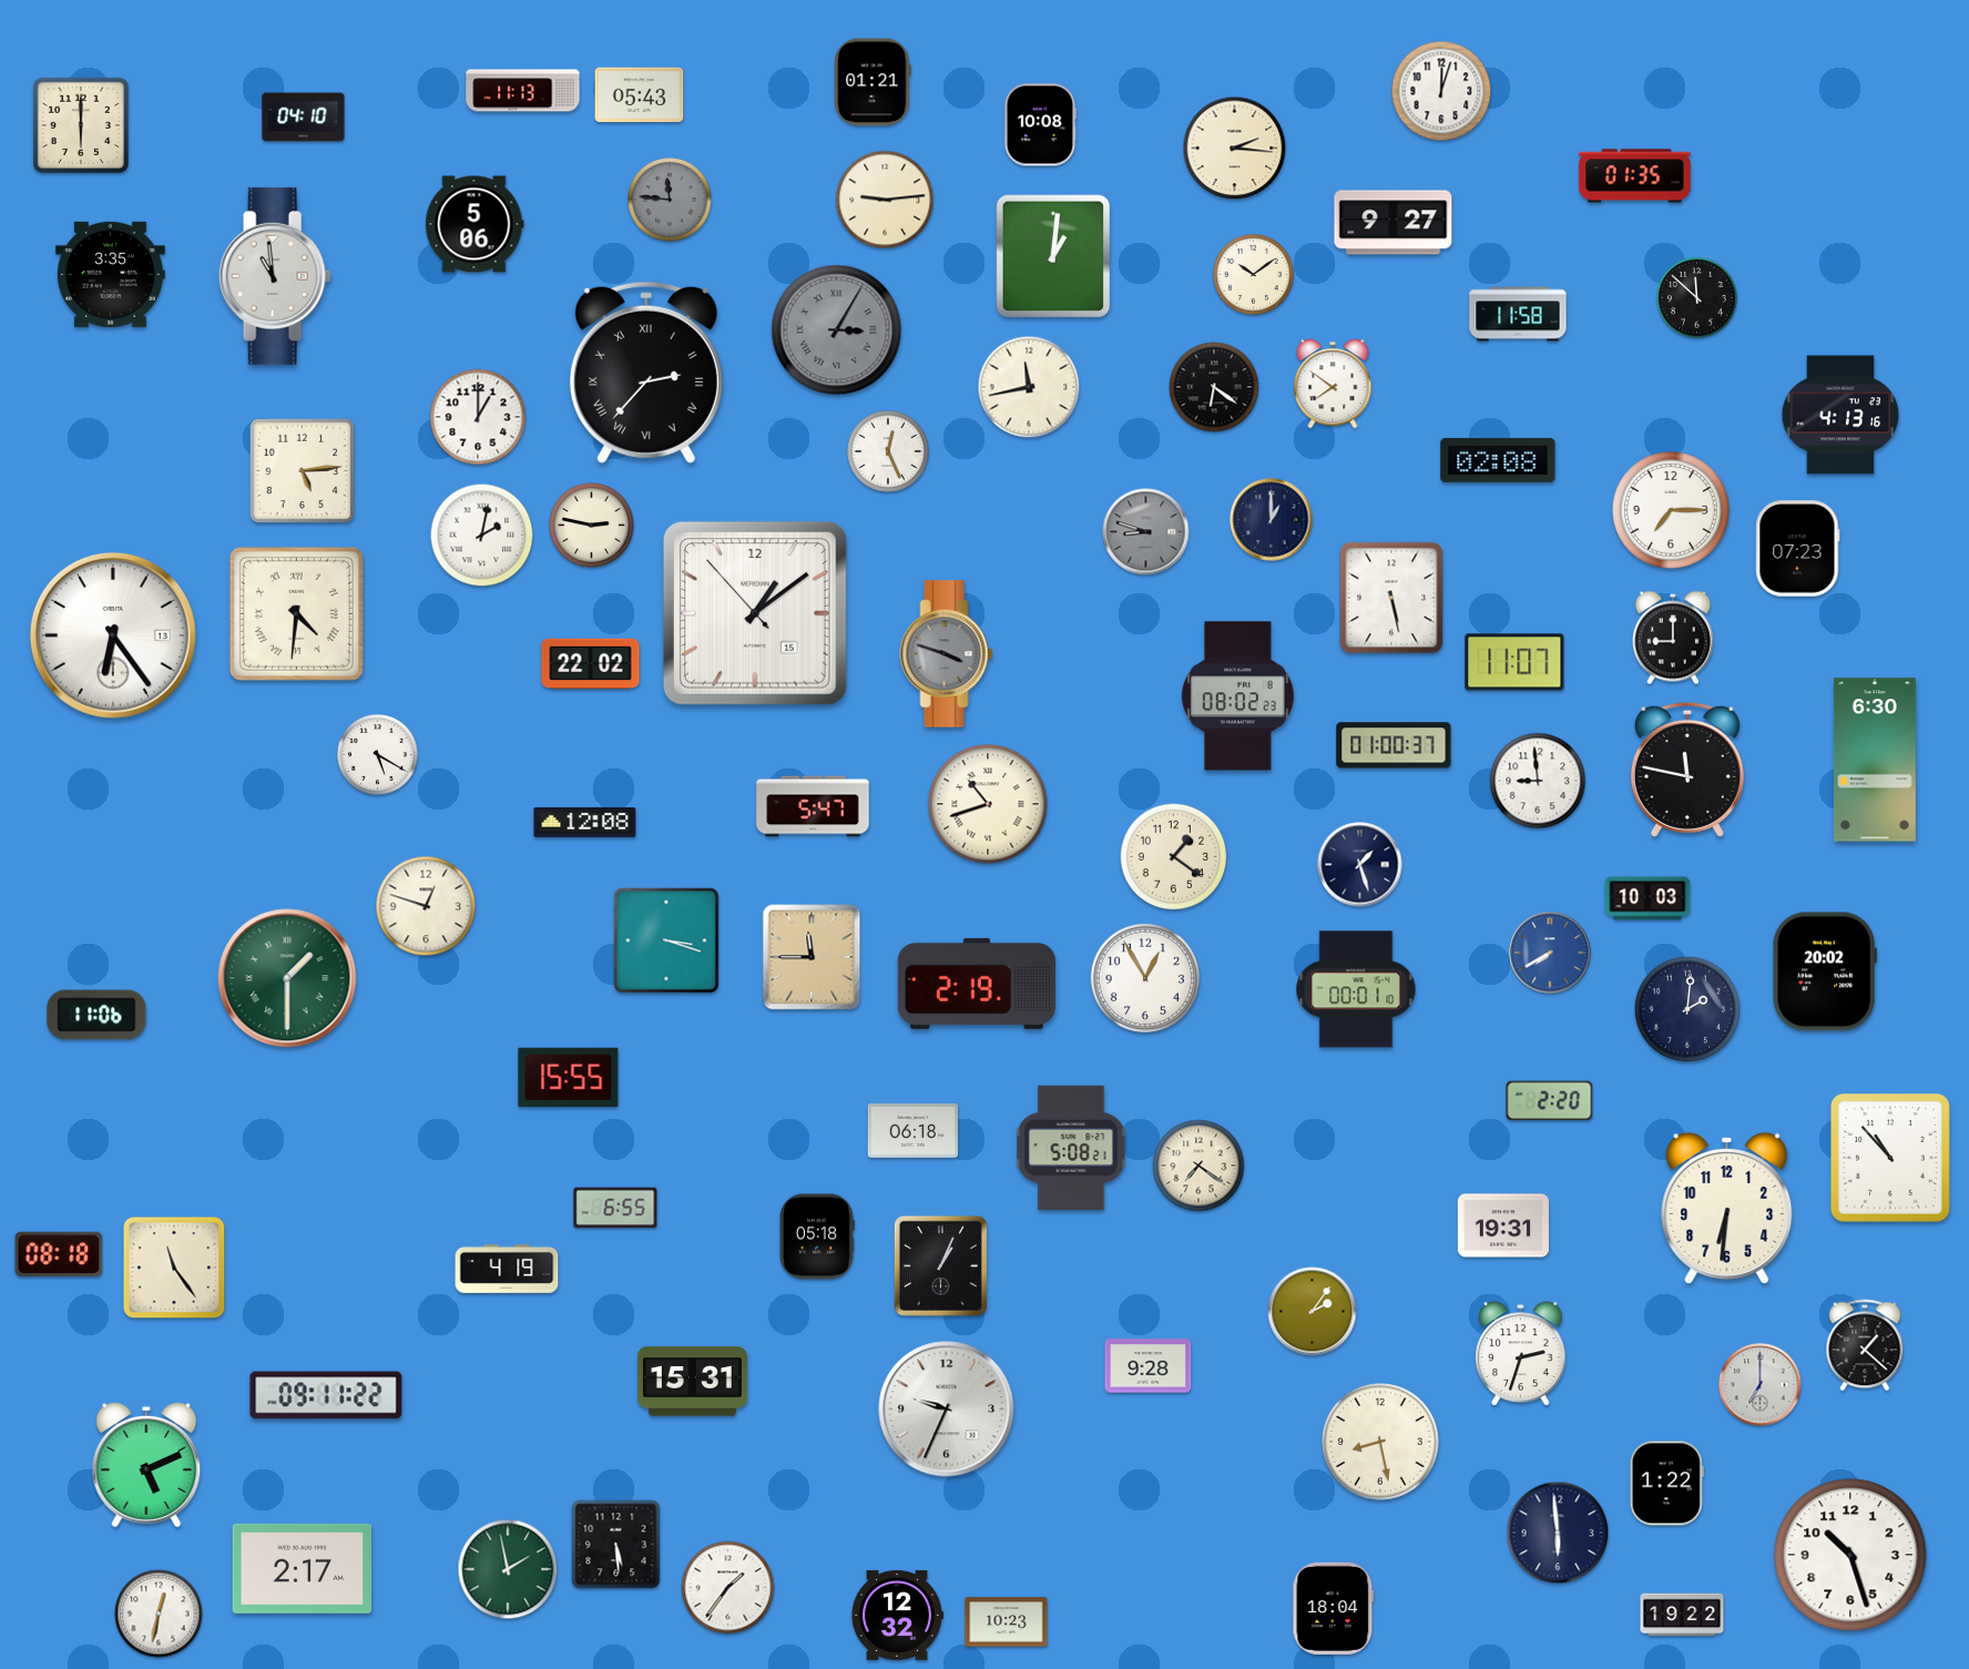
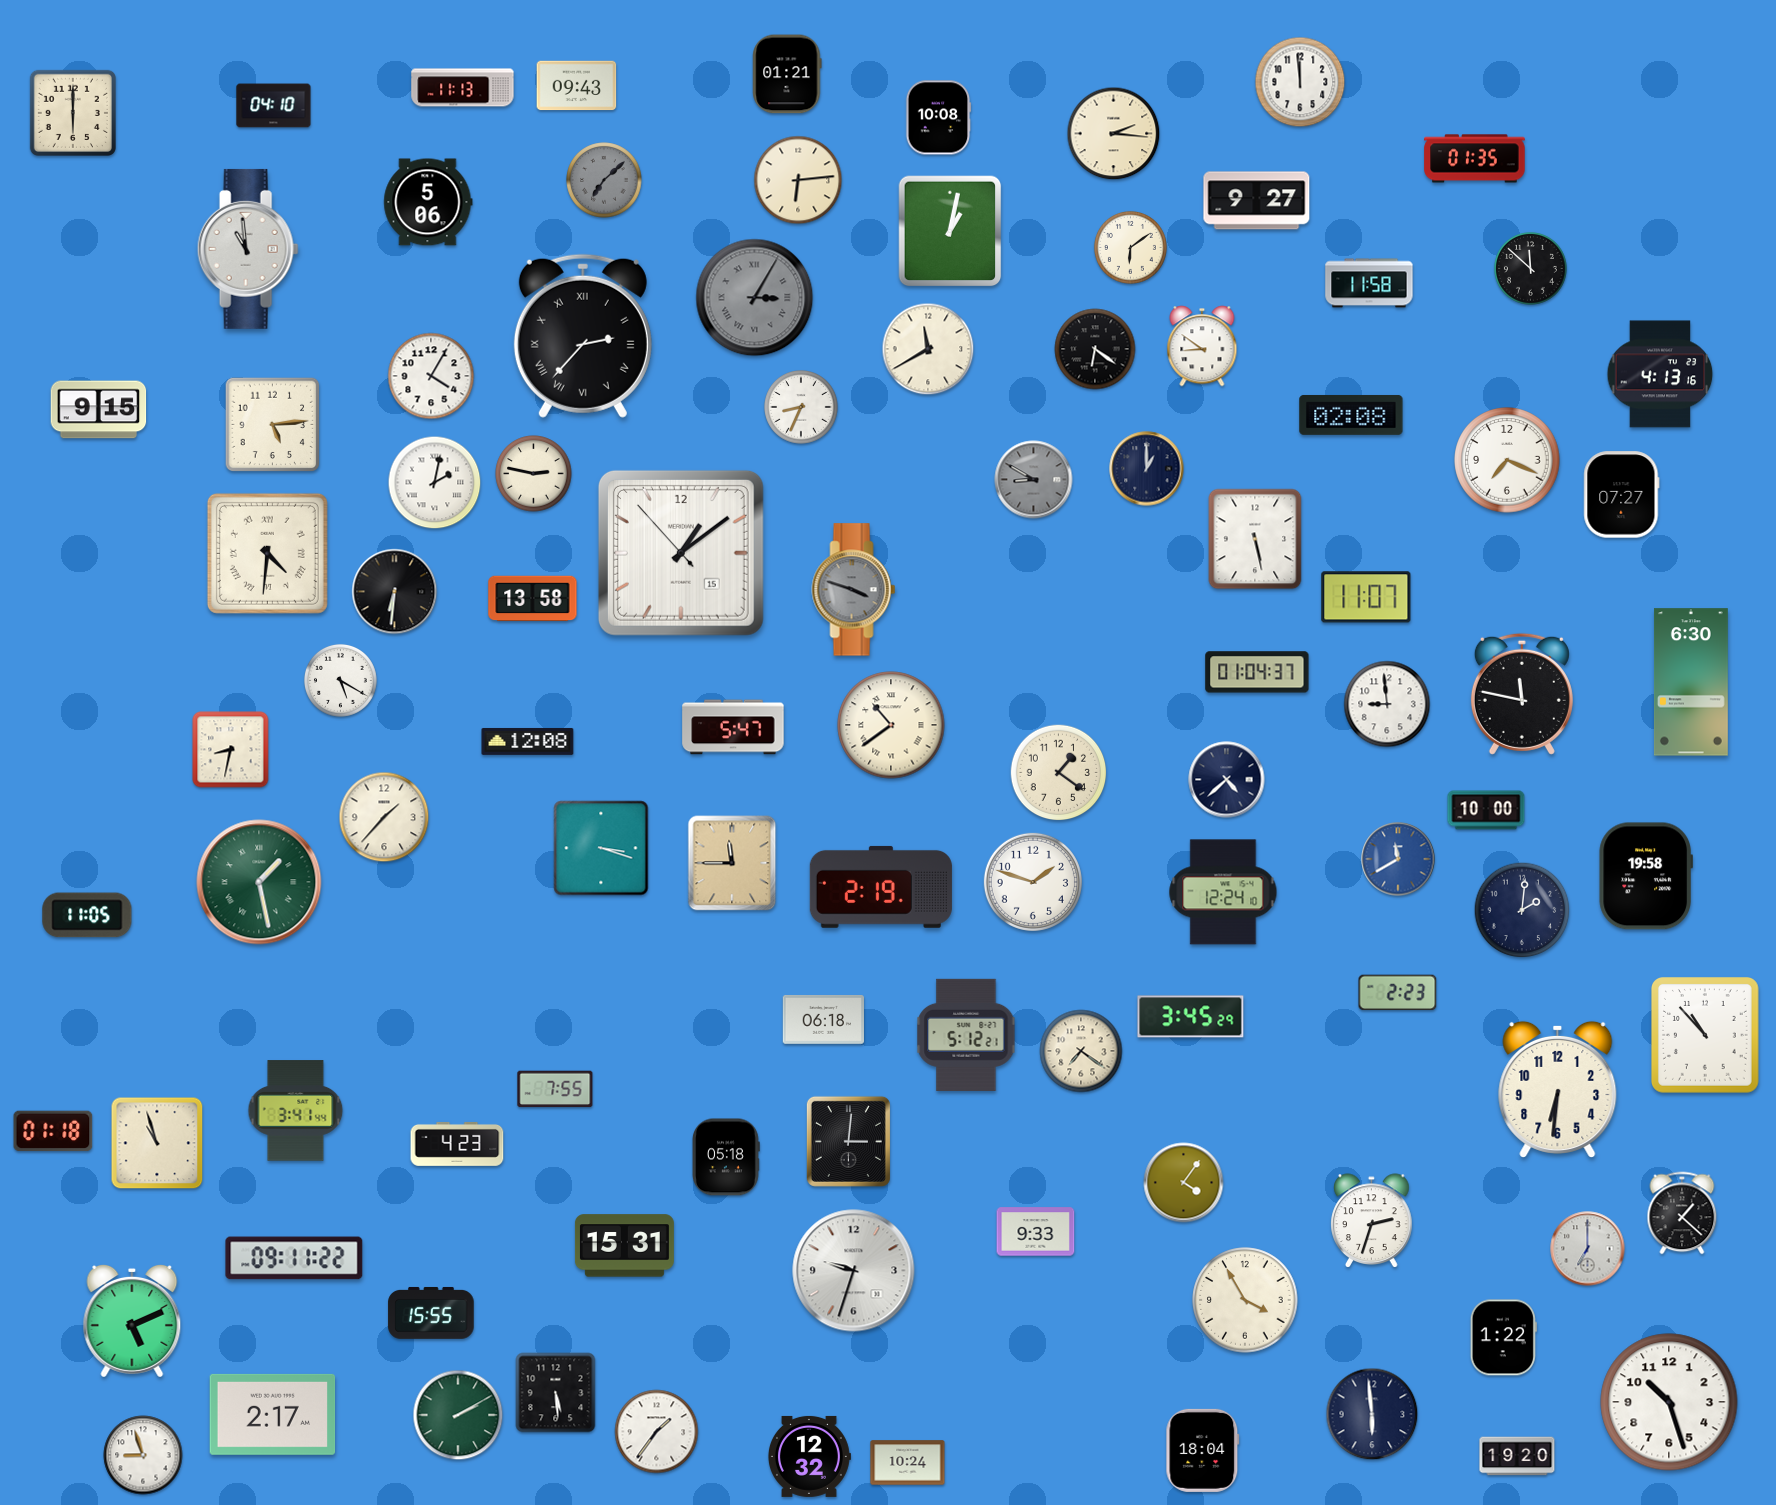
clock at (523, 91) position: (523, 91) -> (463, 88)
clock at (1441, 91): 12:03 -> 11:59
clock at (640, 95): 05:43 -> 09:43
clock at (1040, 125) position: (1040, 125) -> (938, 118)
clock at (670, 200): 11:46 -> 7:08
clock at (885, 200): 9:14 -> 6:14
clock at (1053, 256): 1:01 -> 1:02
clock at (110, 274): 3:35 -> none
clock at (1253, 274): 10:09 -> 6:09
clock at (1333, 384): 7:51 -> 8:51
clock at (1029, 387): 11:43 -> 11:40
clock at (478, 417): 1:00 -> 4:05
clock at (889, 452): 12:26 -> 8:34
clock at (99, 410): none -> 9:15
clock at (1671, 510): 7:15 -> 7:19
clock at (1146, 532): 8:48 -> 8:50
clock at (1798, 549): 07:23 -> 07:27
clock at (113, 635): 6:24 -> none
clock at (1673, 638): 9:00 -> none
clock at (395, 592): none -> 6:31
clock at (591, 664): 22:02 -> 13:58
clock at (1237, 696): 08:02 -> none
clock at (1394, 745): 01:00 -> 01:04
clock at (1875, 760) position: (1875, 760) -> (1691, 682)
clock at (988, 804): 10:42 -> 10:39
clock at (231, 750): none -> 8:32
clock at (1360, 865): 1:27 -> 4:38
clock at (1647, 898): 10:03 -> 10:00
clock at (426, 906): 12:48 -> 1:37
clock at (1550, 953): 7:40 -> 11:40
clock at (1825, 971): 20:02 -> 19:58
clock at (287, 978): 1:30 -> 1:28
clock at (1145, 978): 12:55 -> 1:48
clock at (1356, 989): 00:01 -> 12:24
clock at (96, 1015): 11:06 -> 11:05
clock at (569, 1077): 15:55 -> none
clock at (1550, 1101): 2:20 -> 2:23
clock at (1191, 1017): none -> 3:45
clock at (1071, 1148): 5:08 -> 5:12
clock at (1891, 1159) position: (1891, 1159) -> (1706, 1036)
clock at (615, 1208): 6:55 -> 7:55
clock at (1503, 1225): 19:31 -> none
clock at (296, 1111): none -> 3:41
clock at (817, 1237) position: (817, 1237) -> (726, 1157)
clock at (59, 1254): 08:18 -> 01:18
clock at (940, 1265): 1:04 -> 3:01
clock at (174, 1268): 11:24 -> 10:57
clock at (507, 1269): 4:19 -> 4:23
clock at (1313, 1312): 2:06 -> 4:06
clock at (1149, 1366): 9:28 -> 9:33
clock at (947, 1410): 9:34 -> 9:33
clock at (1380, 1442): 8:28 -> 3:55
clock at (431, 1313): none -> 15:55
clock at (1558, 1533) position: (1558, 1533) -> (1372, 1414)
clock at (508, 1569): 1:58 -> 2:10
clock at (159, 1614): 12:32 -> 8:57
clock at (1682, 1615): 19:22 -> 19:20
clock at (1007, 1622): 10:23 -> 10:24
